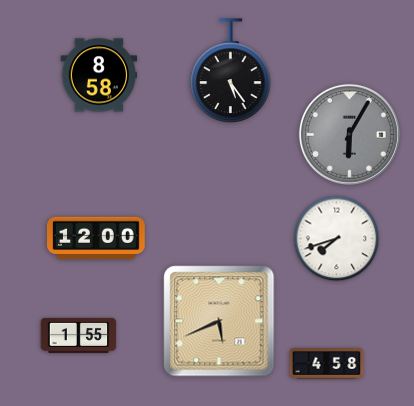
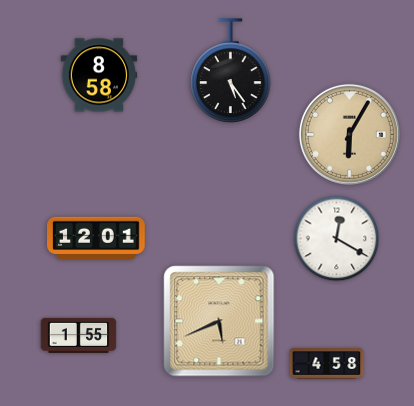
clock at (349, 134) dial: grey -> champagne
clock at (97, 238): 12:00 -> 12:01
clock at (337, 239): 7:42 -> 12:20
